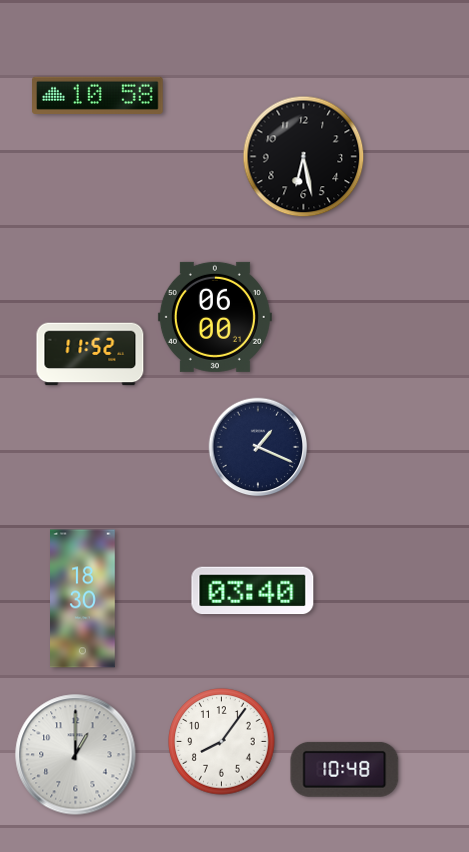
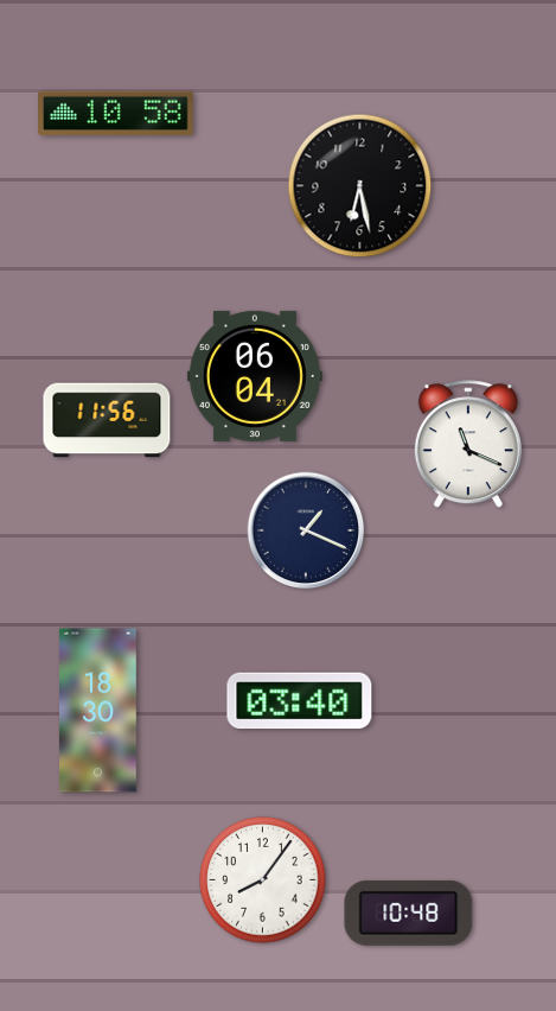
clock at (215, 317): 06:00 -> 06:04
clock at (90, 354): 11:52 -> 11:56
clock at (468, 445): none -> 11:19
clock at (76, 755): 1:00 -> none
